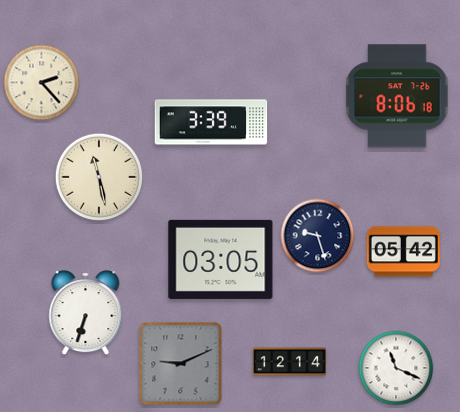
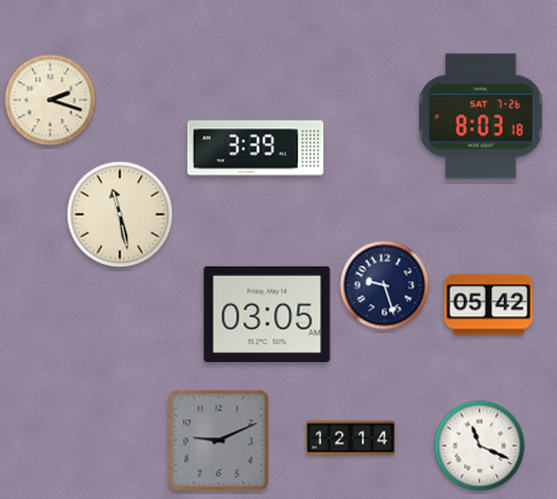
clock at (42, 83): 2:23 -> 2:18
clock at (397, 96): 8:06 -> 8:03
clock at (86, 313): 6:33 -> none
